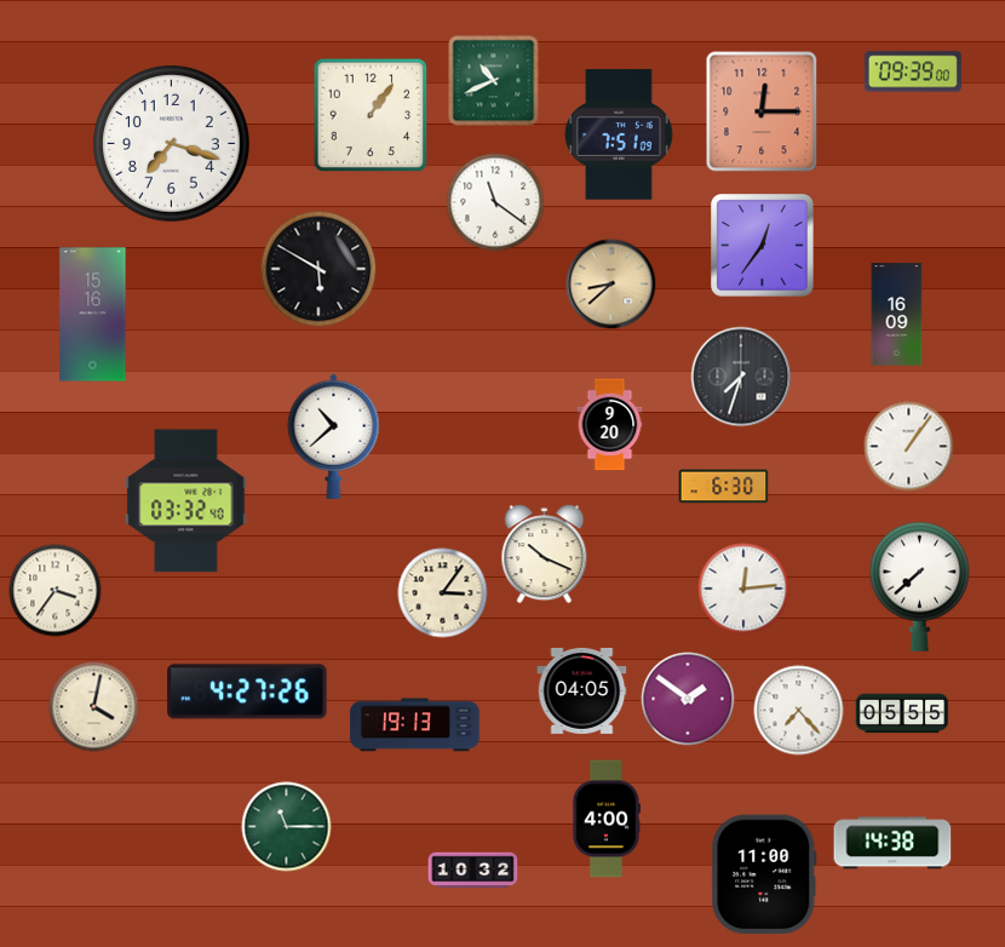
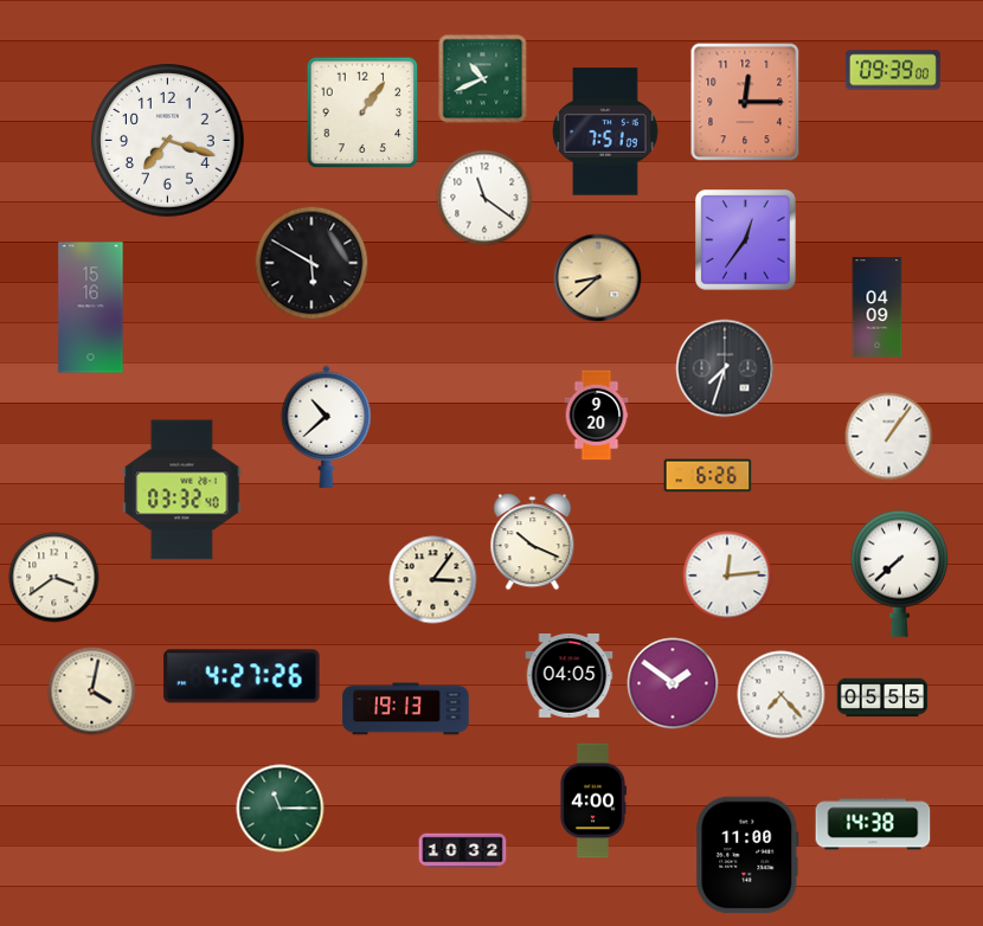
clock at (762, 111) position: (762, 111) -> (745, 102)
clock at (897, 315): 16:09 -> 04:09
clock at (724, 487): 6:30 -> 6:26
clock at (56, 591): 3:36 -> 3:39
